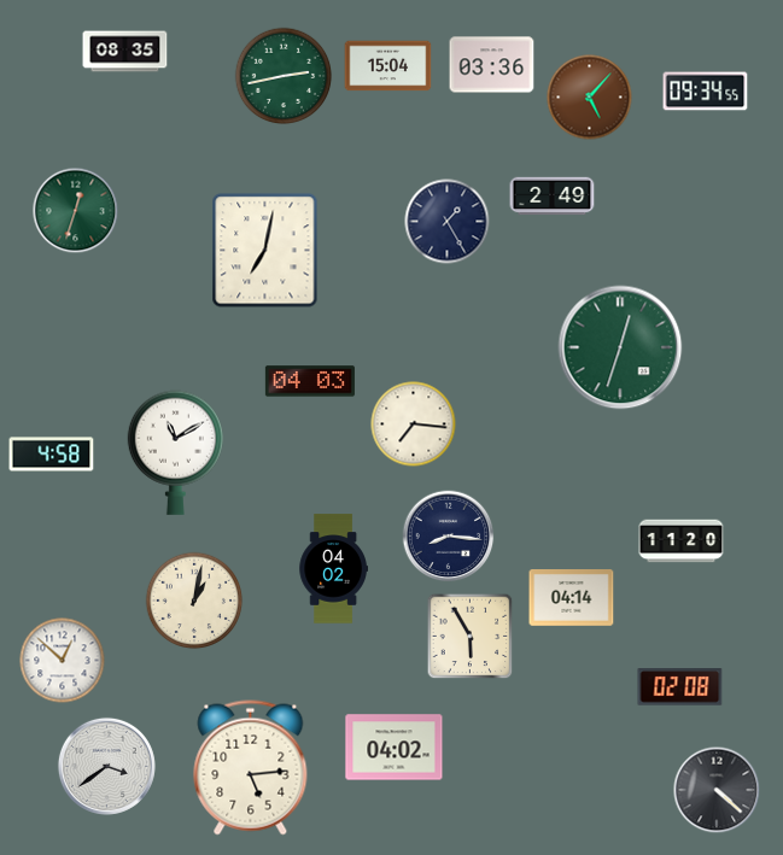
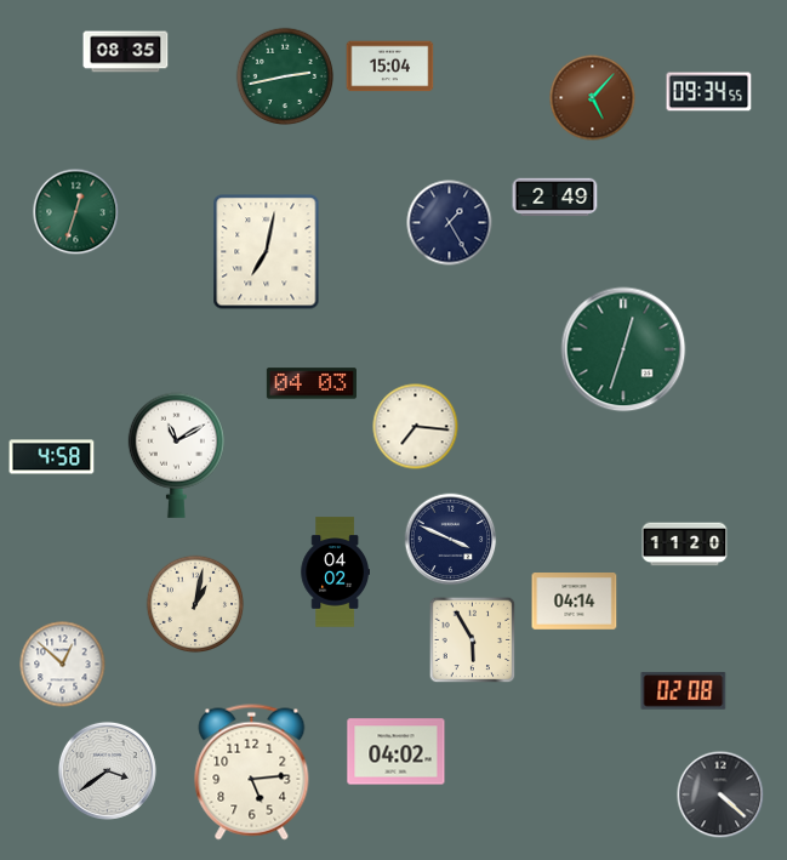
clock at (492, 65): 03:36 -> none
clock at (449, 537): 8:16 -> 3:49
